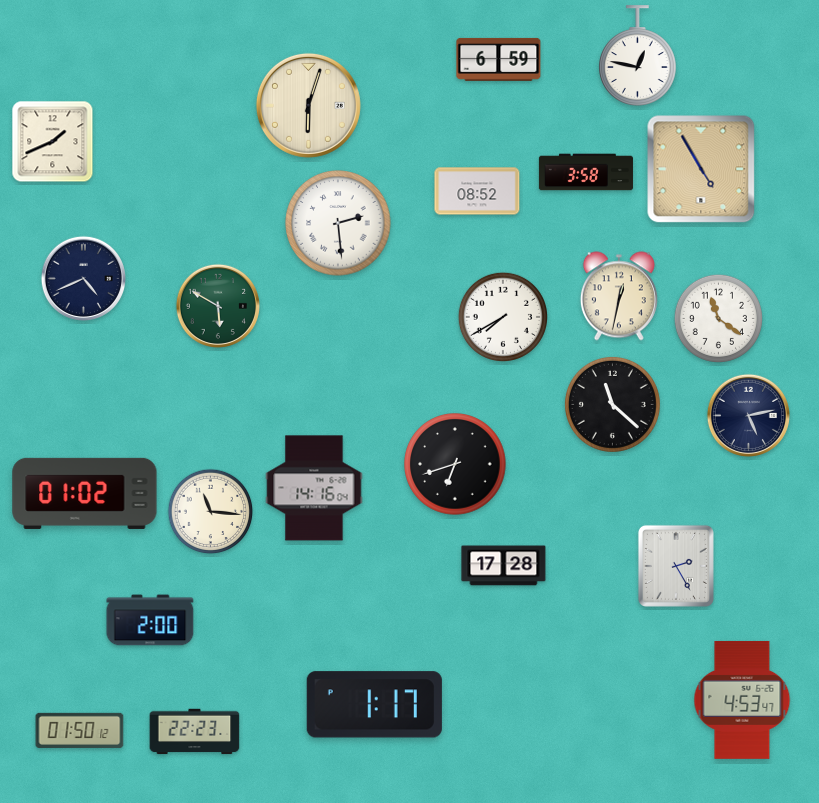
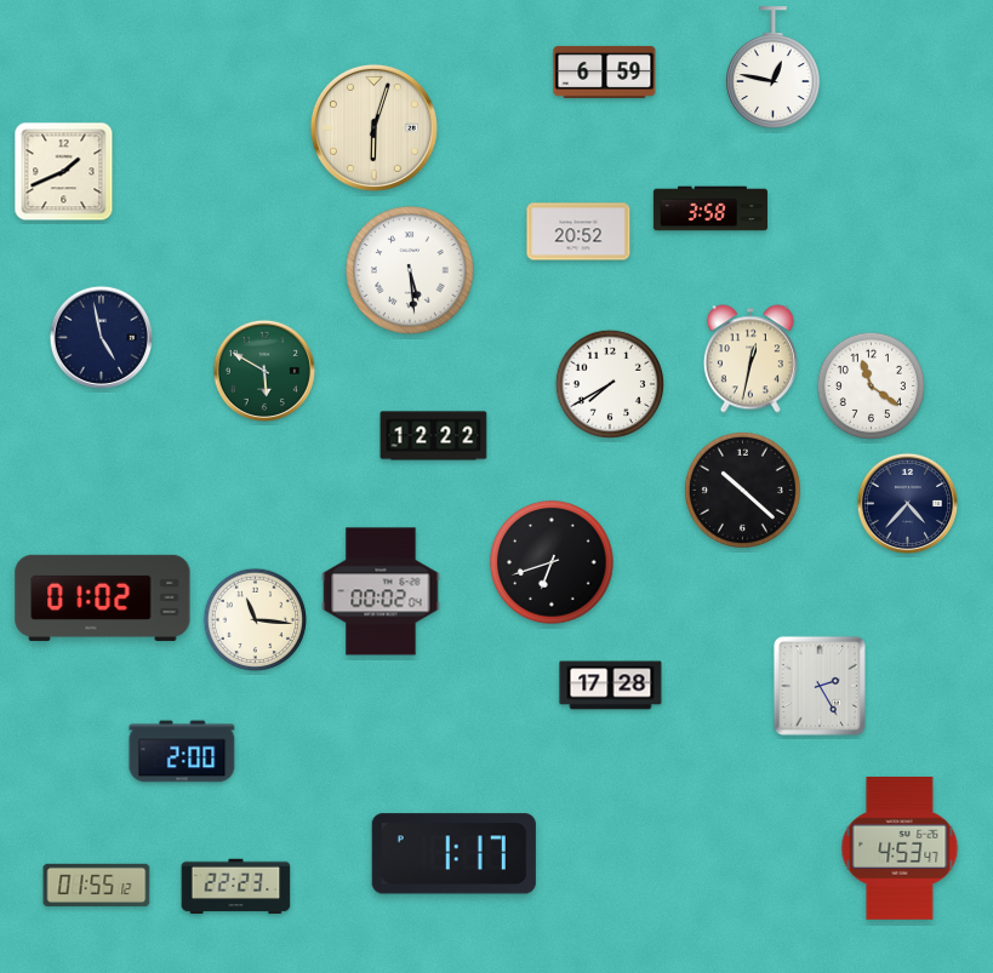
clock at (701, 169): 4:55 -> none
clock at (477, 191): 08:52 -> 20:52
clock at (338, 223): 2:29 -> 5:29
clock at (83, 278): 4:41 -> 4:58
clock at (434, 436): none -> 12:22
clock at (612, 404): 11:22 -> 10:22
clock at (748, 415): 5:13 -> 4:37
clock at (314, 488): 14:16 -> 00:02
clock at (80, 730): 01:50 -> 01:55
